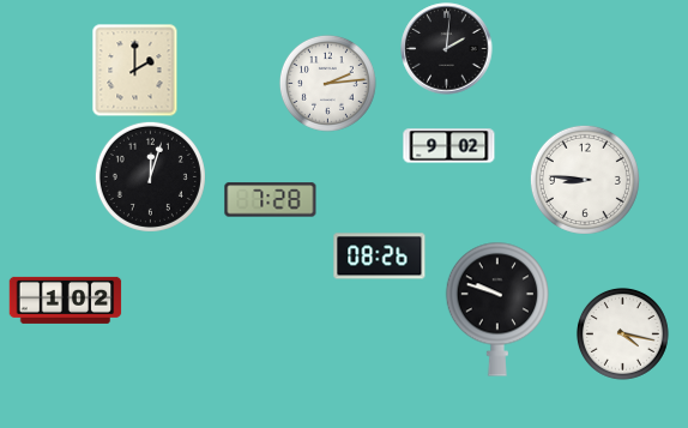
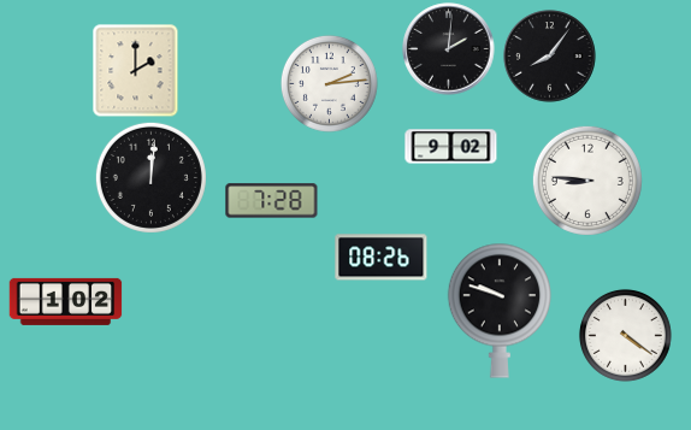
clock at (550, 57): none -> 8:06
clock at (150, 176): 12:03 -> 12:01
clock at (622, 333): 4:17 -> 4:21
